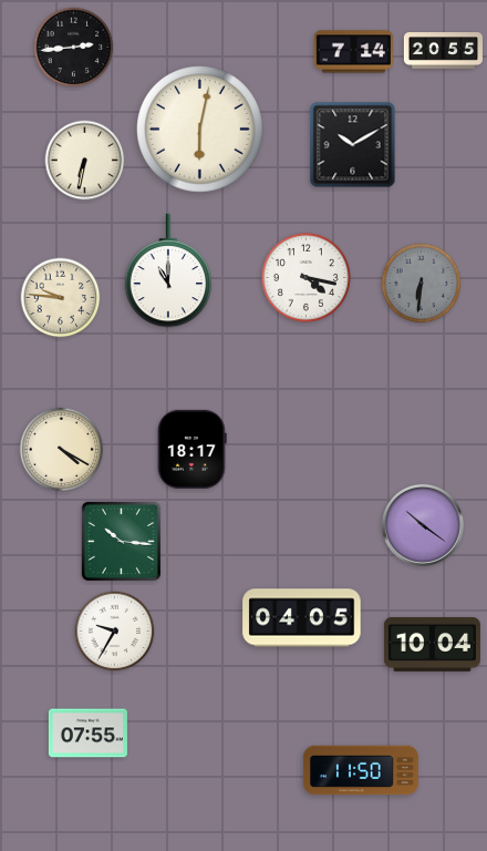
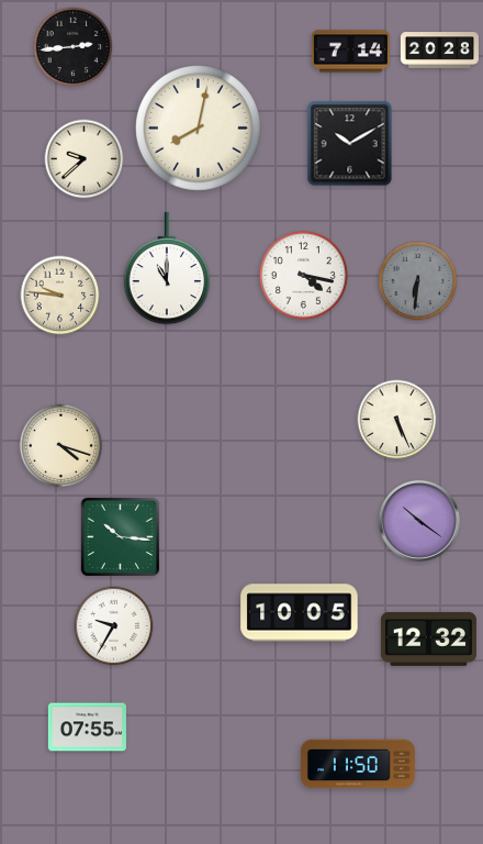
clock at (443, 51): 20:55 -> 20:28
clock at (200, 130): 6:02 -> 8:02
clock at (85, 161): 6:32 -> 9:38
clock at (397, 420): none -> 5:26
clock at (193, 449): 18:17 -> none
clock at (62, 450): 4:20 -> 4:18
clock at (302, 618): 04:05 -> 10:05
clock at (432, 644): 10:04 -> 12:32
